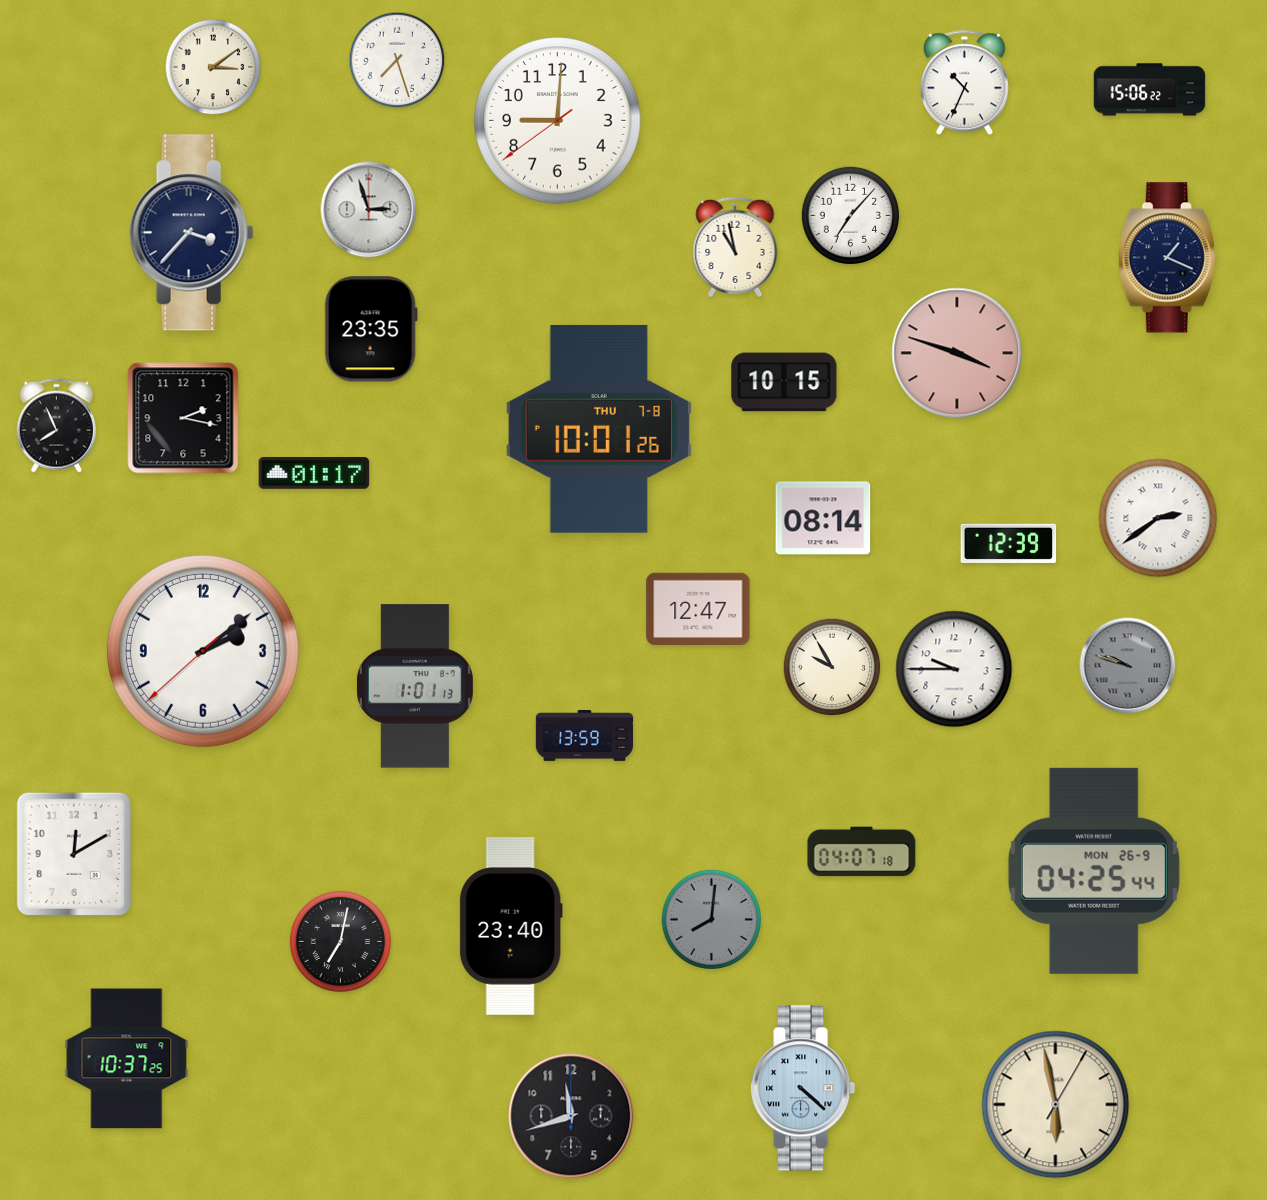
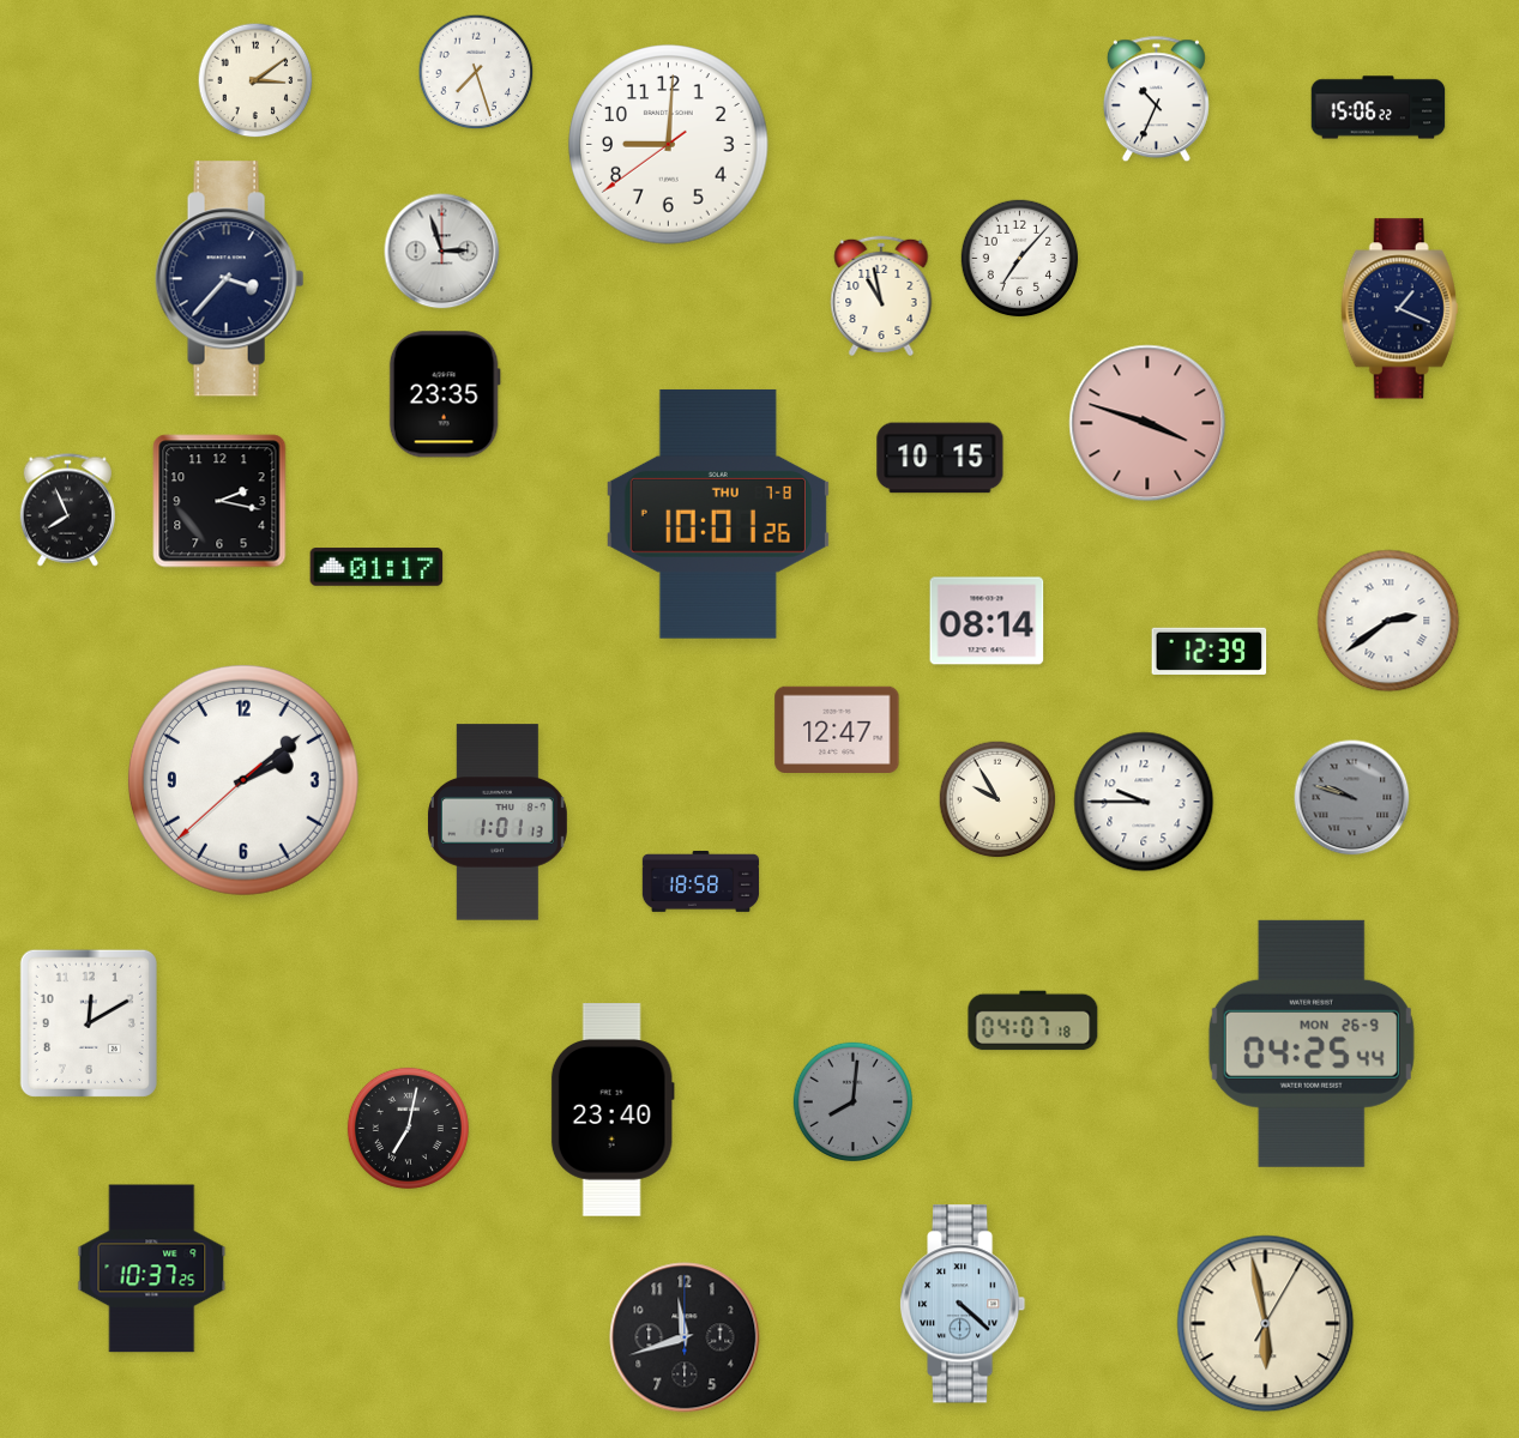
clock at (585, 736): 13:59 -> 18:58
